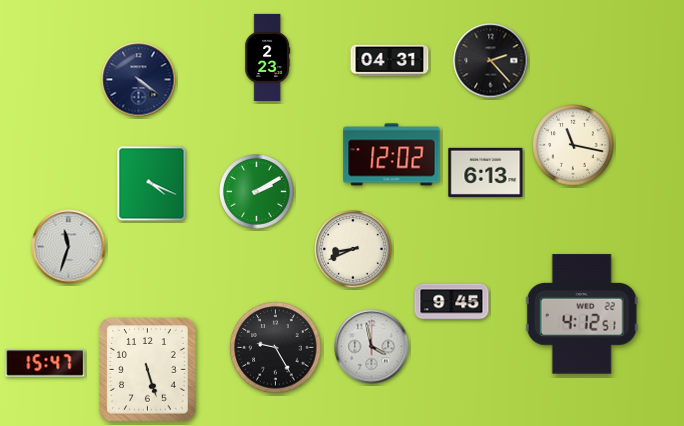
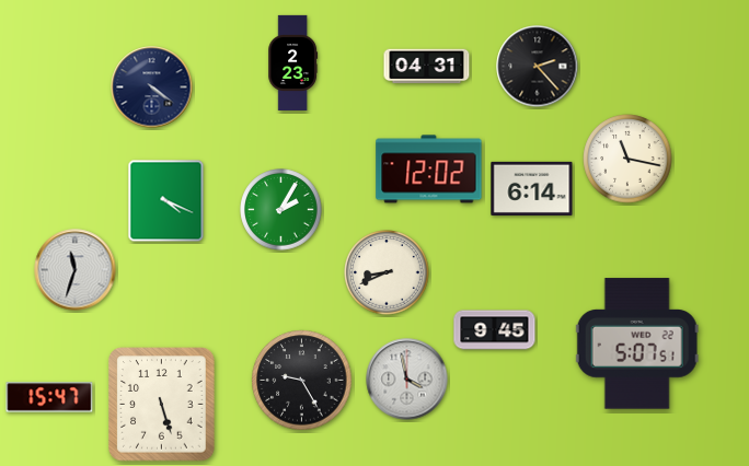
clock at (486, 172): 6:13 -> 6:14
clock at (257, 192): 2:10 -> 2:05
clock at (582, 314): 4:12 -> 5:07
